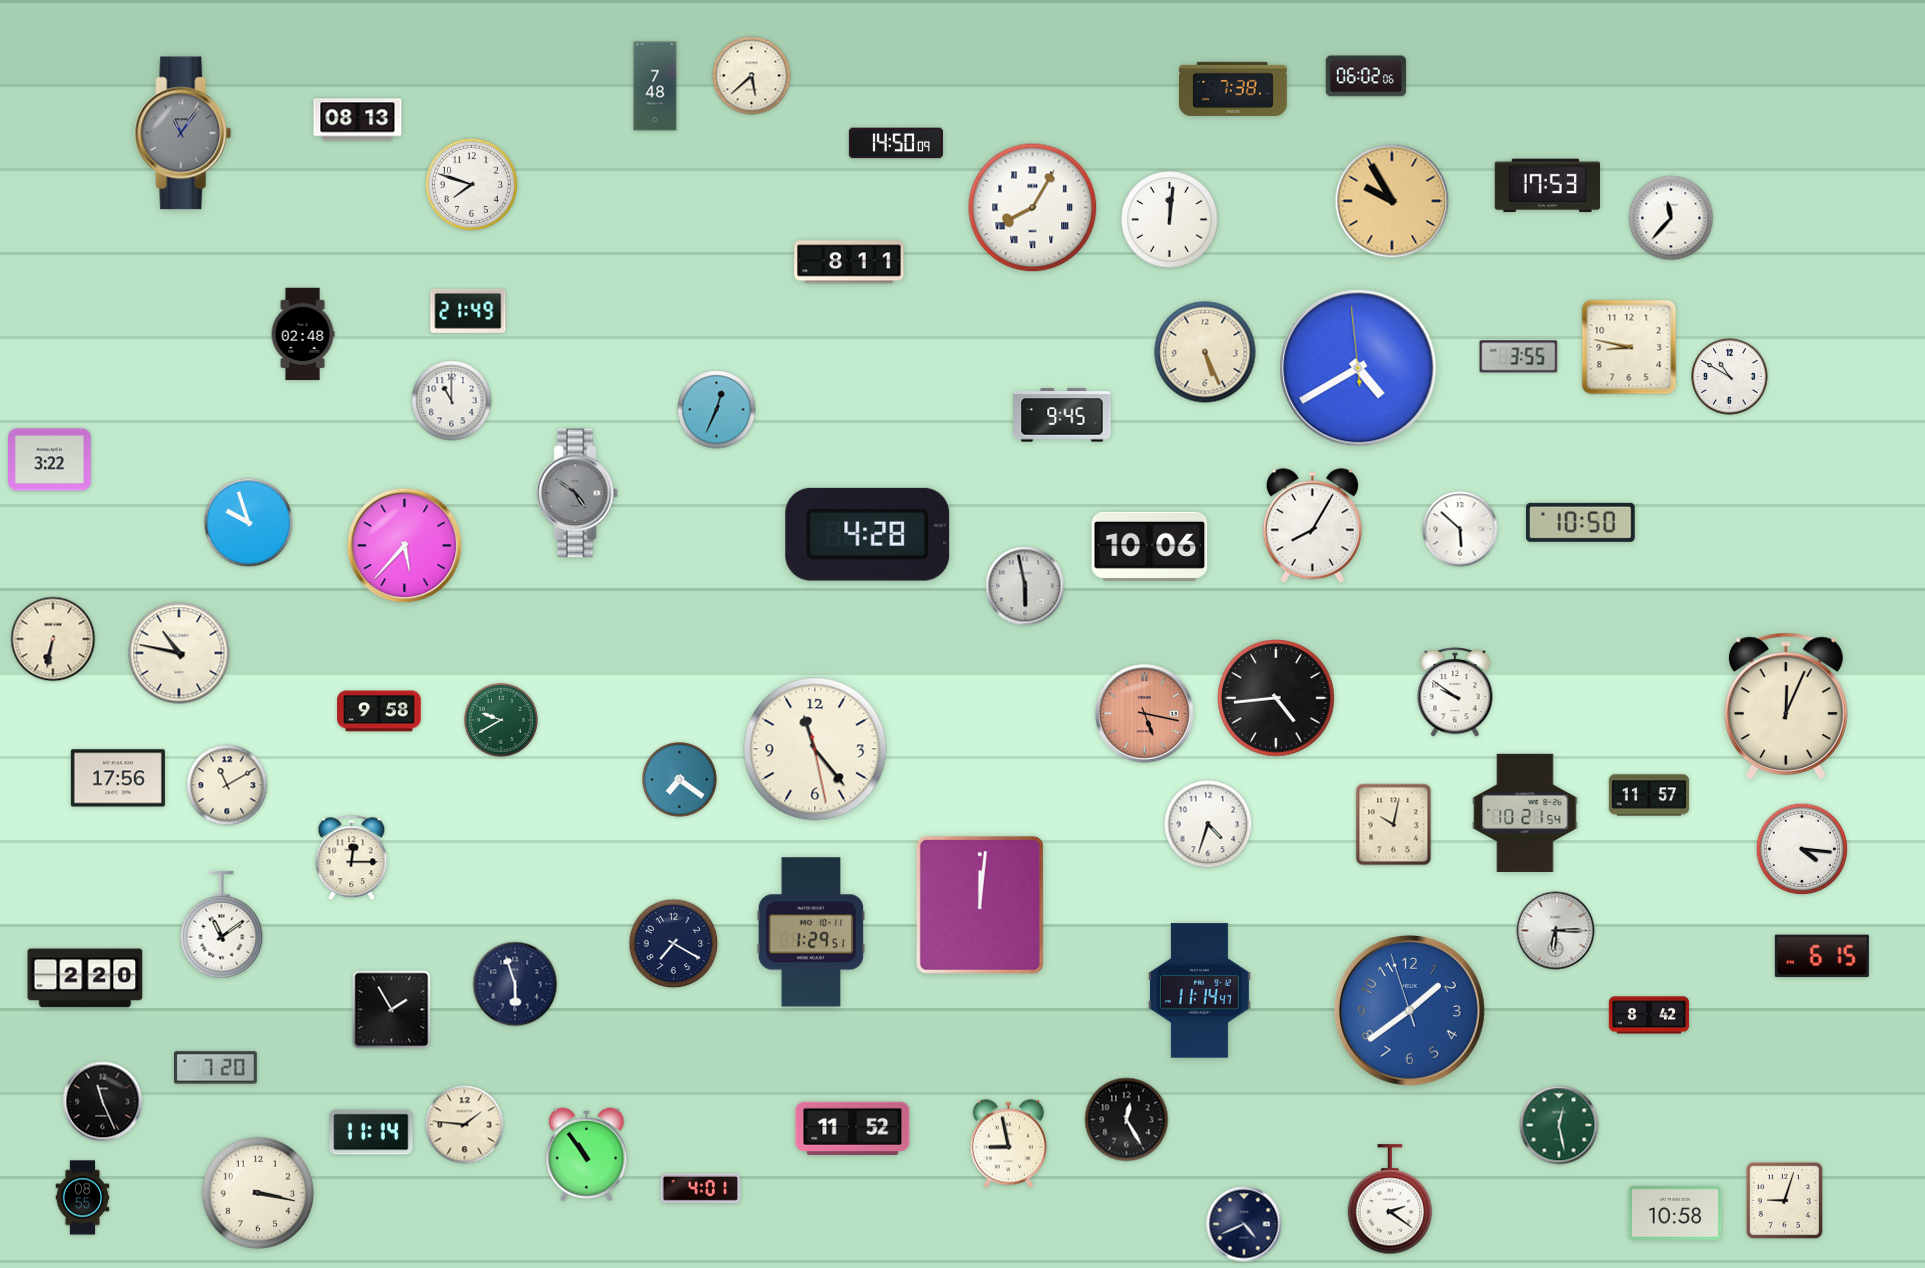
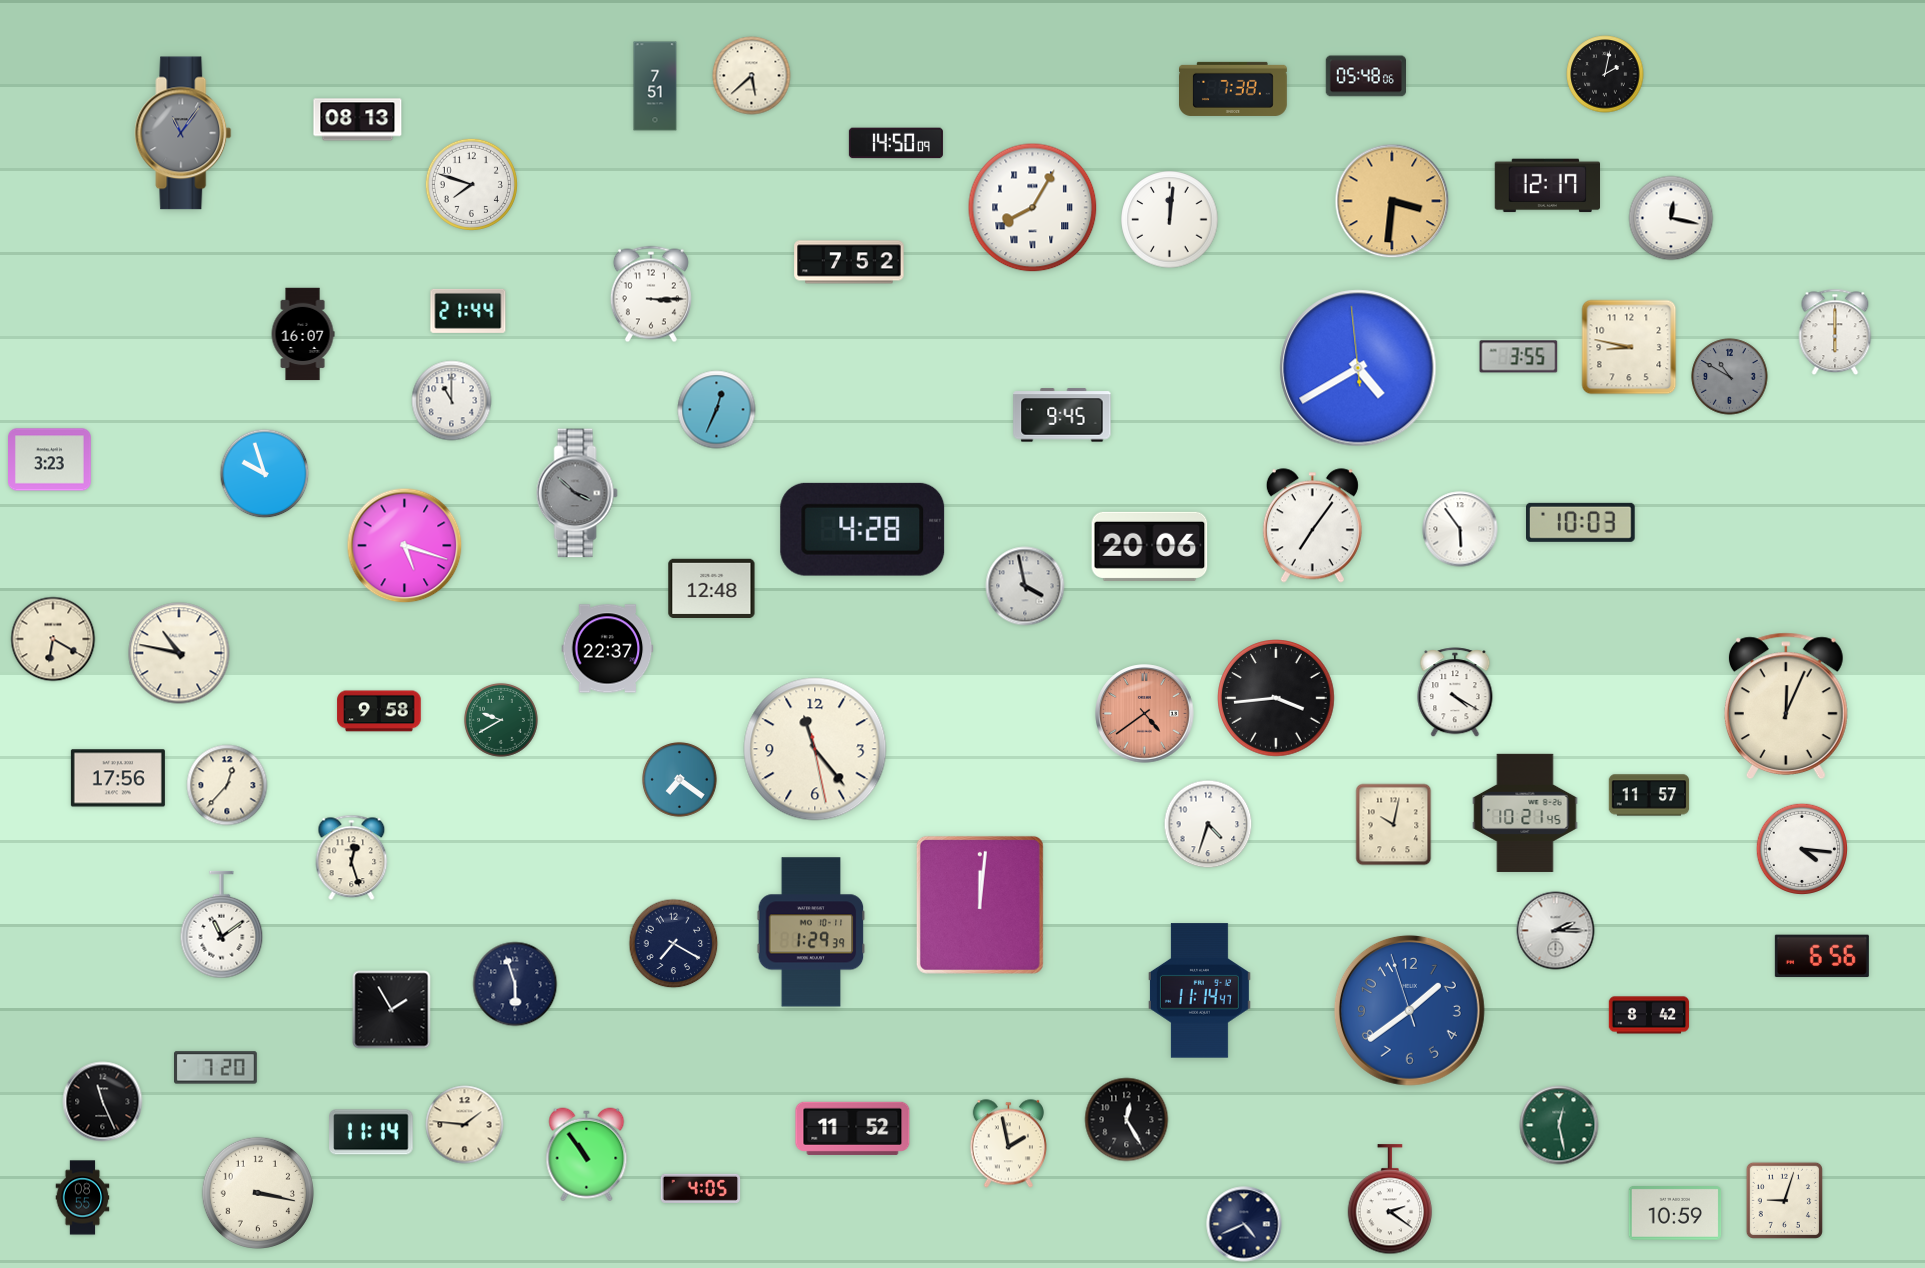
clock at (1605, 74): none -> 2:02
clock at (1365, 76): 06:02 -> 05:48
clock at (655, 86): 7:48 -> 7:51
clock at (1547, 186): 17:53 -> 12:17
clock at (1392, 201): 9:55 -> 3:31
clock at (1671, 218): 11:37 -> 12:17
clock at (849, 262): 8:11 -> 7:52
clock at (651, 294): none -> 3:15
clock at (468, 311): 21:49 -> 21:44
clock at (1835, 332): none -> 6:00
clock at (303, 334): 02:48 -> 16:07
clock at (1205, 352): 5:26 -> none
clock at (1730, 377) dial: white -> grey
clock at (50, 460): 3:22 -> 3:23
clock at (577, 493): 4:51 -> 3:52
clock at (1581, 522): 10:50 -> 10:03
clock at (249, 523) position: (249, 523) -> (265, 474)
clock at (1312, 526): 8:05 -> 7:06
clock at (1460, 529): 5:52 -> 5:54
clock at (868, 534) position: (868, 534) -> (863, 529)
clock at (405, 546): 5:37 -> 5:18
clock at (1150, 546): 10:06 -> 20:06
clock at (1025, 586): 5:58 -> 3:58
clock at (712, 588): none -> 12:48
clock at (53, 639): 6:32 -> 6:20
clock at (608, 649): none -> 22:37
clock at (1455, 693): 9:51 -> 4:20
clock at (1276, 698): 4:44 -> 3:44
clock at (1145, 714): 5:17 -> 4:39
clock at (227, 785): 11:10 -> 12:37
clock at (1525, 813): 10:21:54 -> 10:21:45
clock at (352, 858): 12:15 -> 12:27
clock at (1556, 931): 6:15 -> 2:15
clock at (811, 932): 1:29:51 -> 1:29:39
clock at (1822, 956): 6:15 -> 6:56
clock at (85, 978): 2:20 -> none
clock at (1008, 1144): 8:58 -> 1:58
clock at (701, 1188): 4:01 -> 4:05
clock at (1675, 1214): 10:58 -> 10:59
